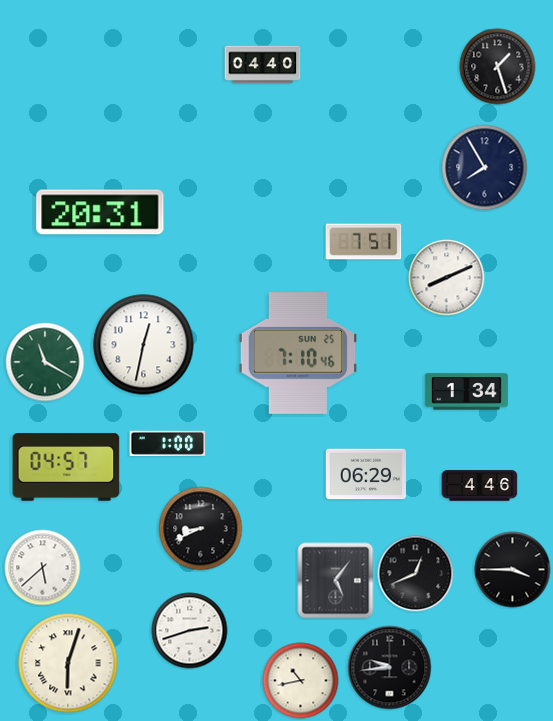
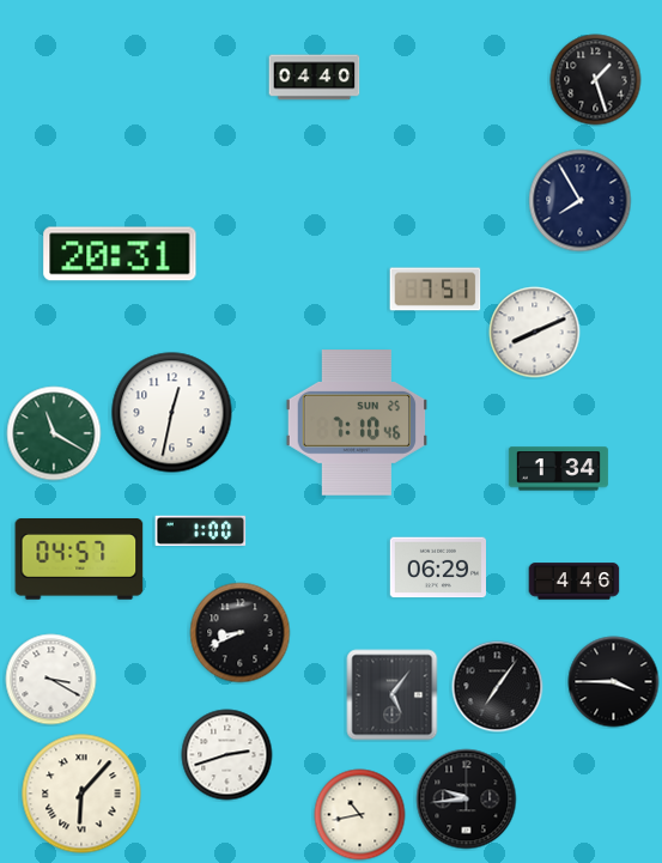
clock at (43, 568): 5:38 -> 3:20
clock at (416, 574): 12:41 -> 7:06
clock at (336, 581) position: (336, 581) -> (393, 695)
clock at (68, 663): 6:03 -> 6:07
